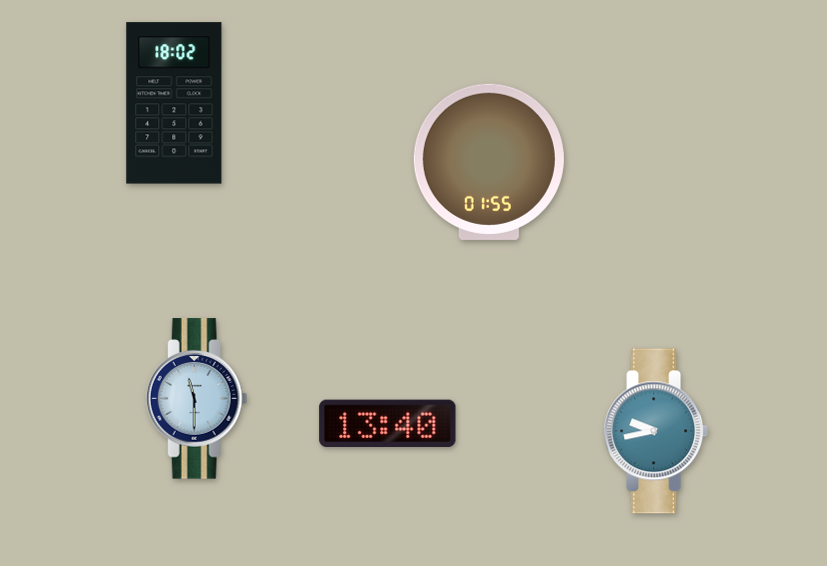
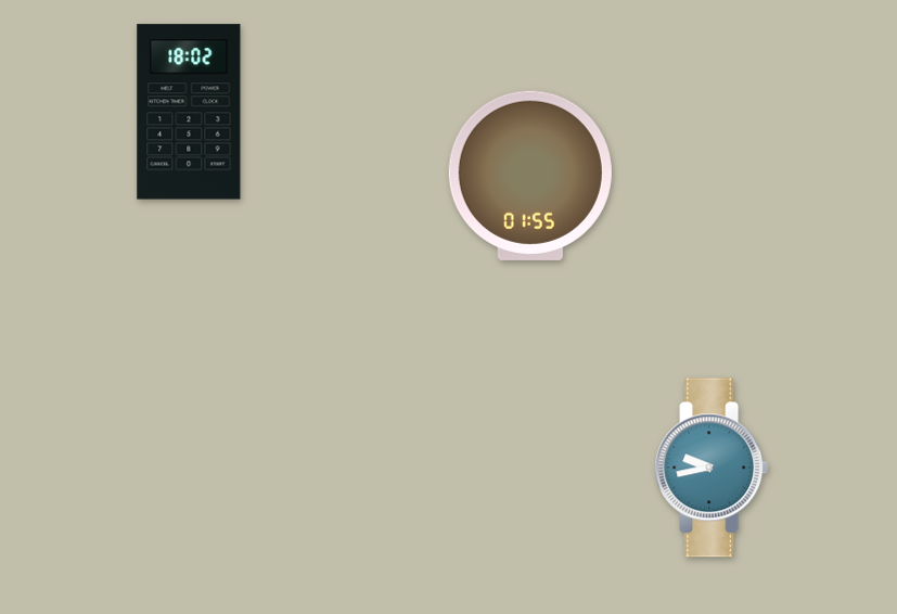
clock at (197, 399): 11:30 -> none
clock at (388, 423): 13:40 -> none
